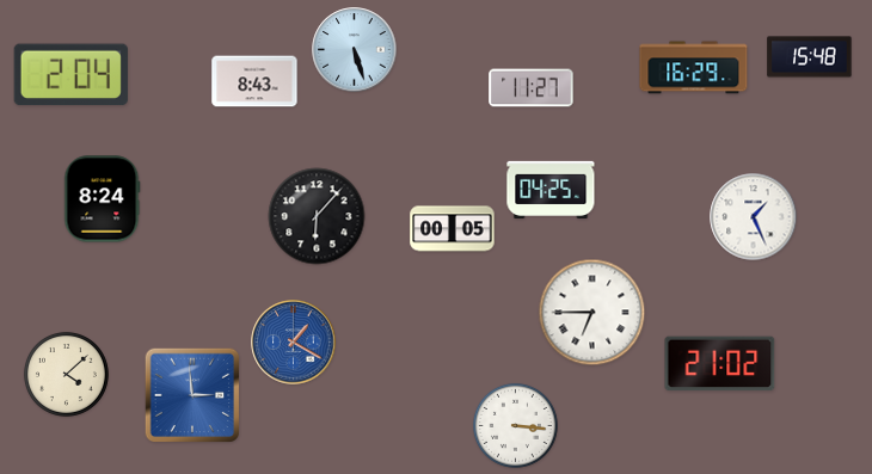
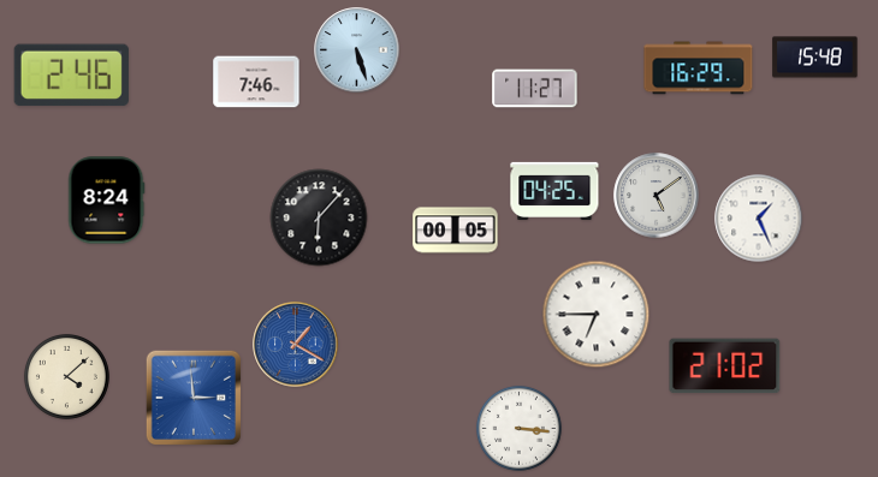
clock at (70, 75): 2:04 -> 2:46
clock at (254, 81): 8:43 -> 7:46
clock at (657, 196): none -> 5:09
clock at (102, 199) position: (102, 199) -> (106, 201)
